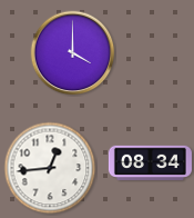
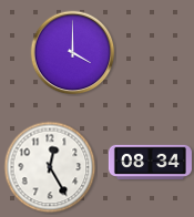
clock at (50, 168): 12:44 -> 12:25
